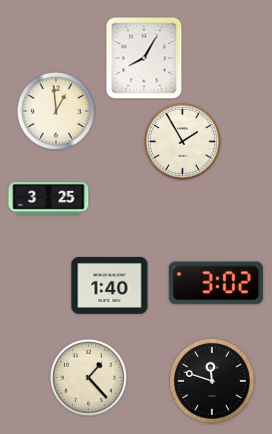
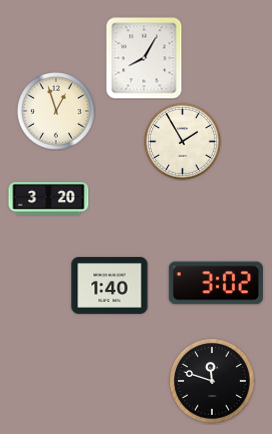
clock at (56, 112): 12:59 -> 12:57
clock at (49, 199): 3:25 -> 3:20
clock at (89, 378): 1:23 -> none
